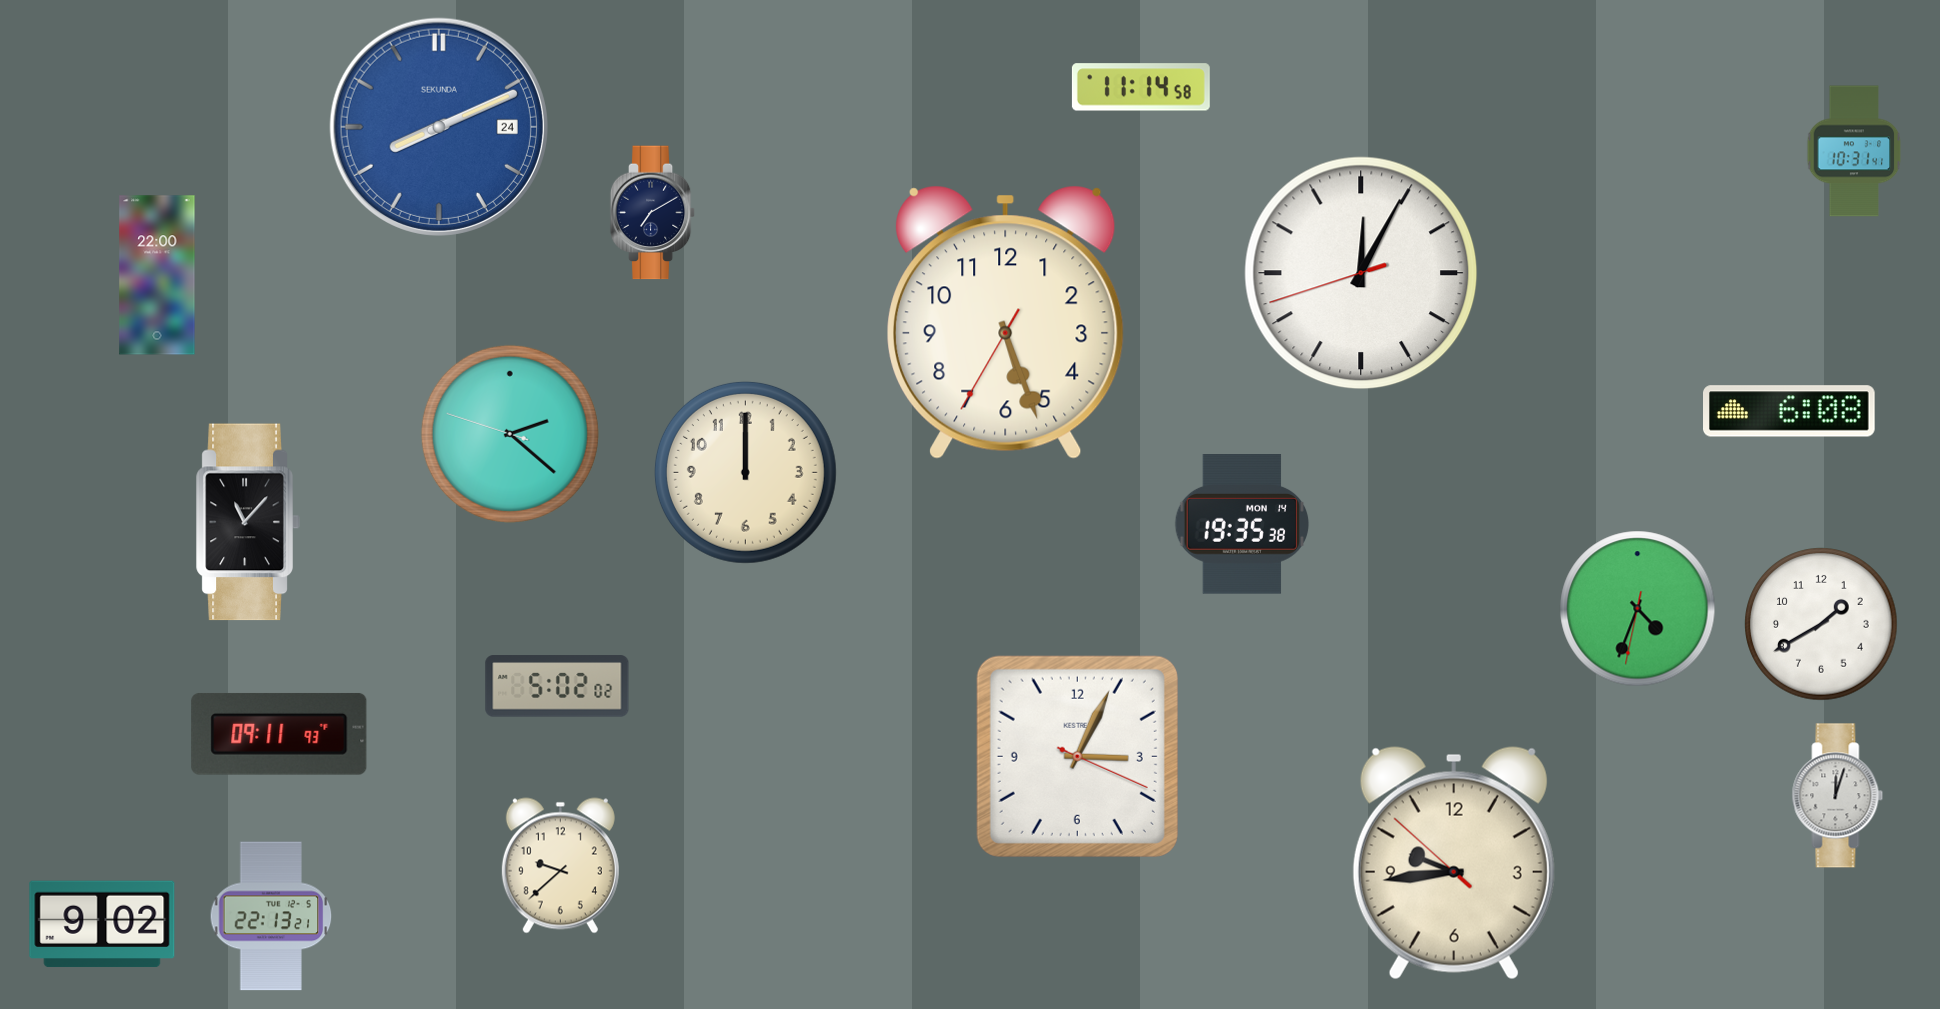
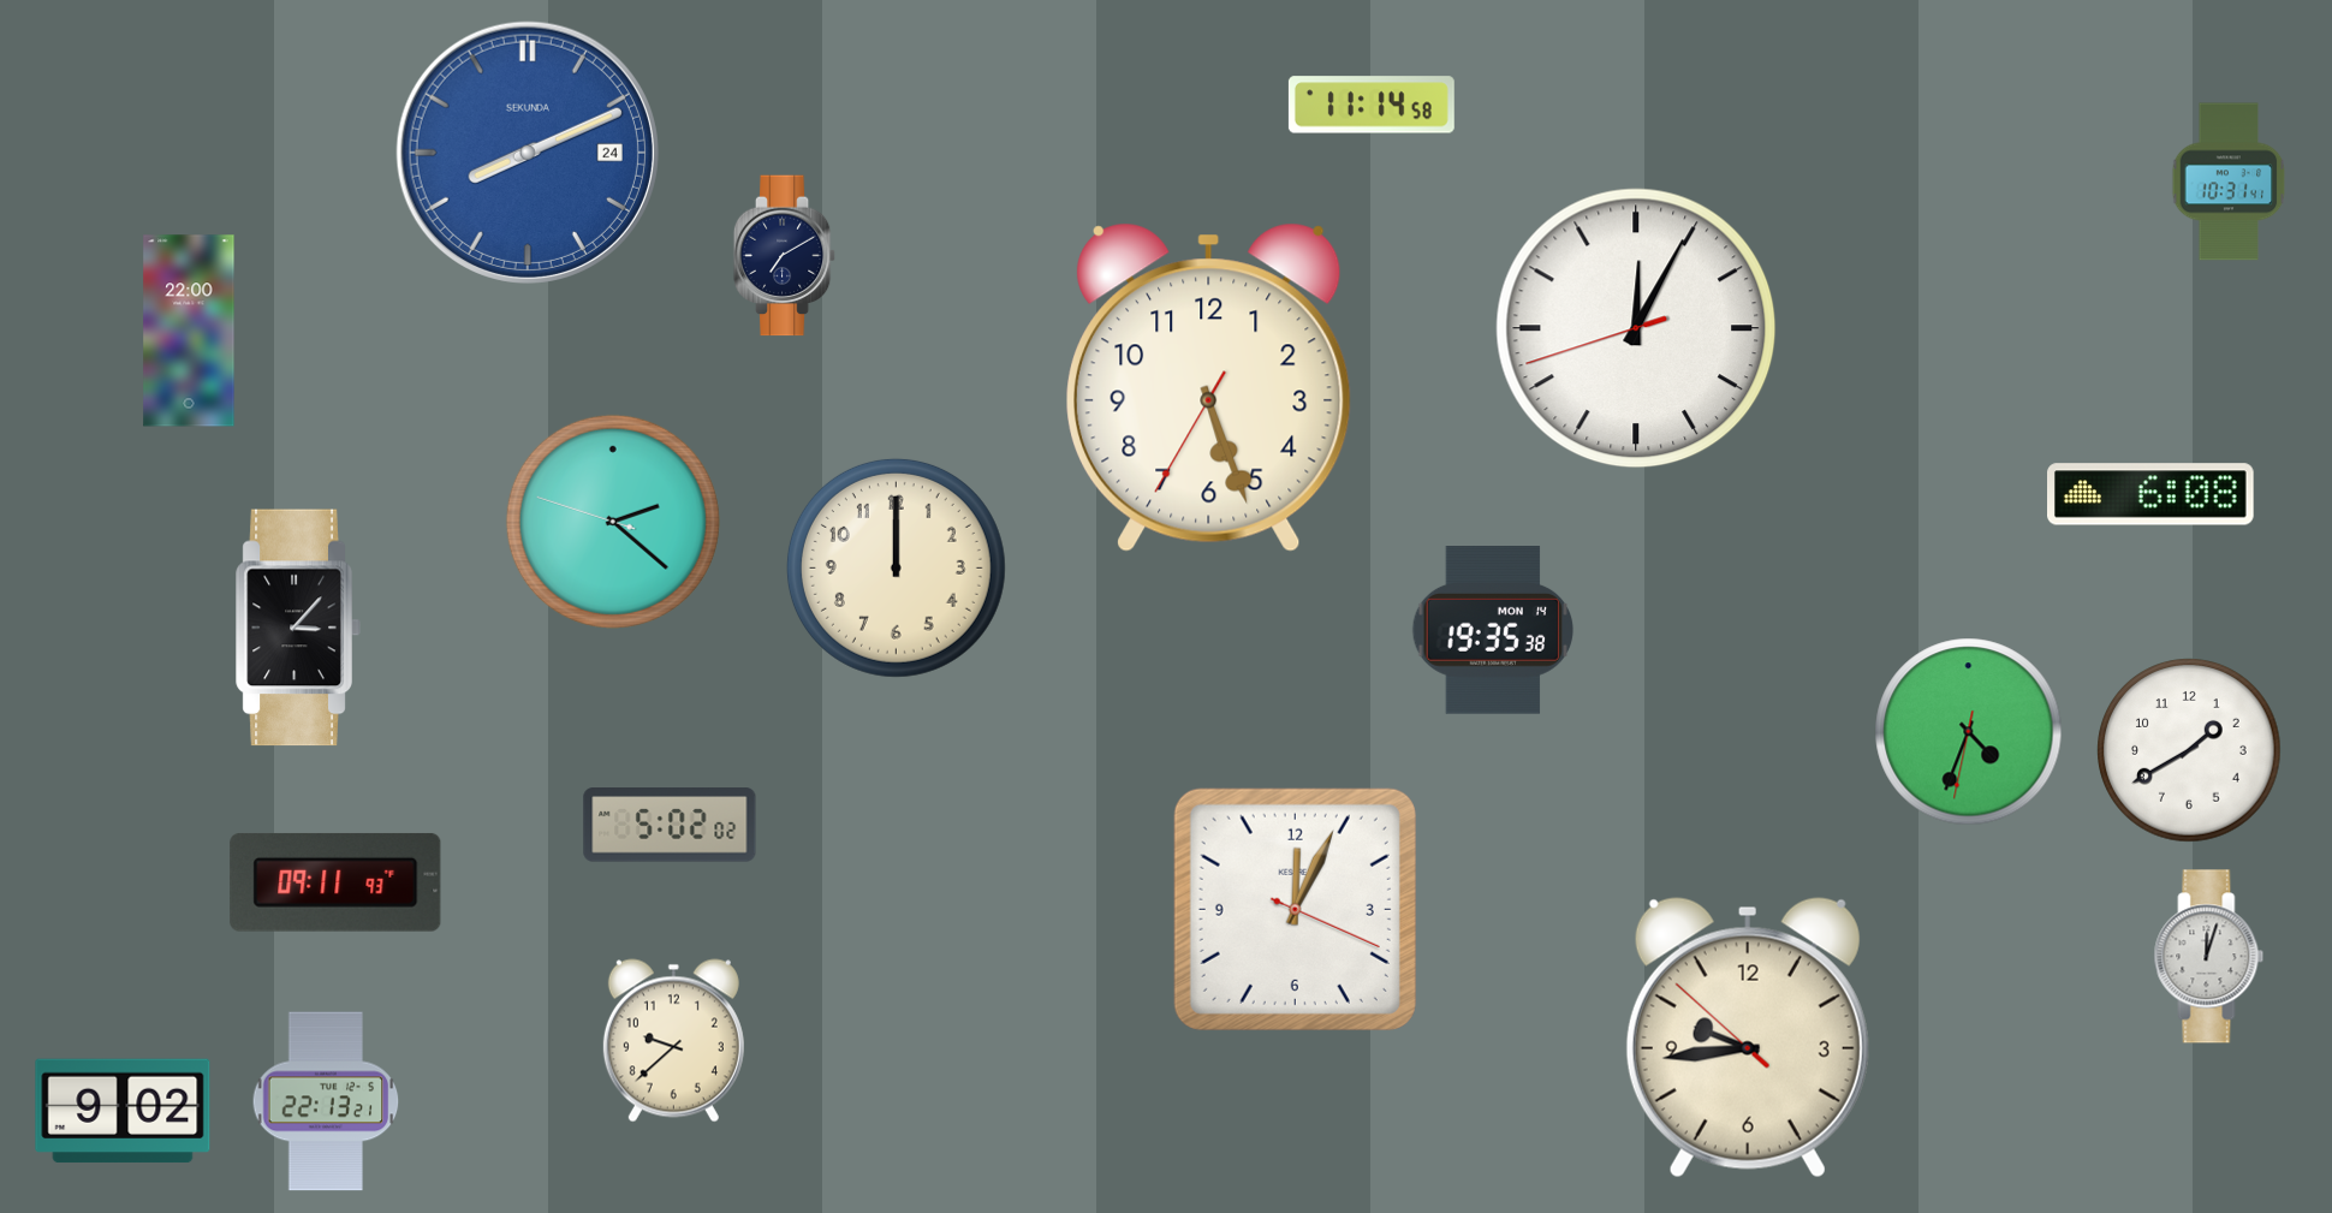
clock at (248, 522): 11:07 -> 3:07
clock at (1077, 756): 3:04 -> 12:04
